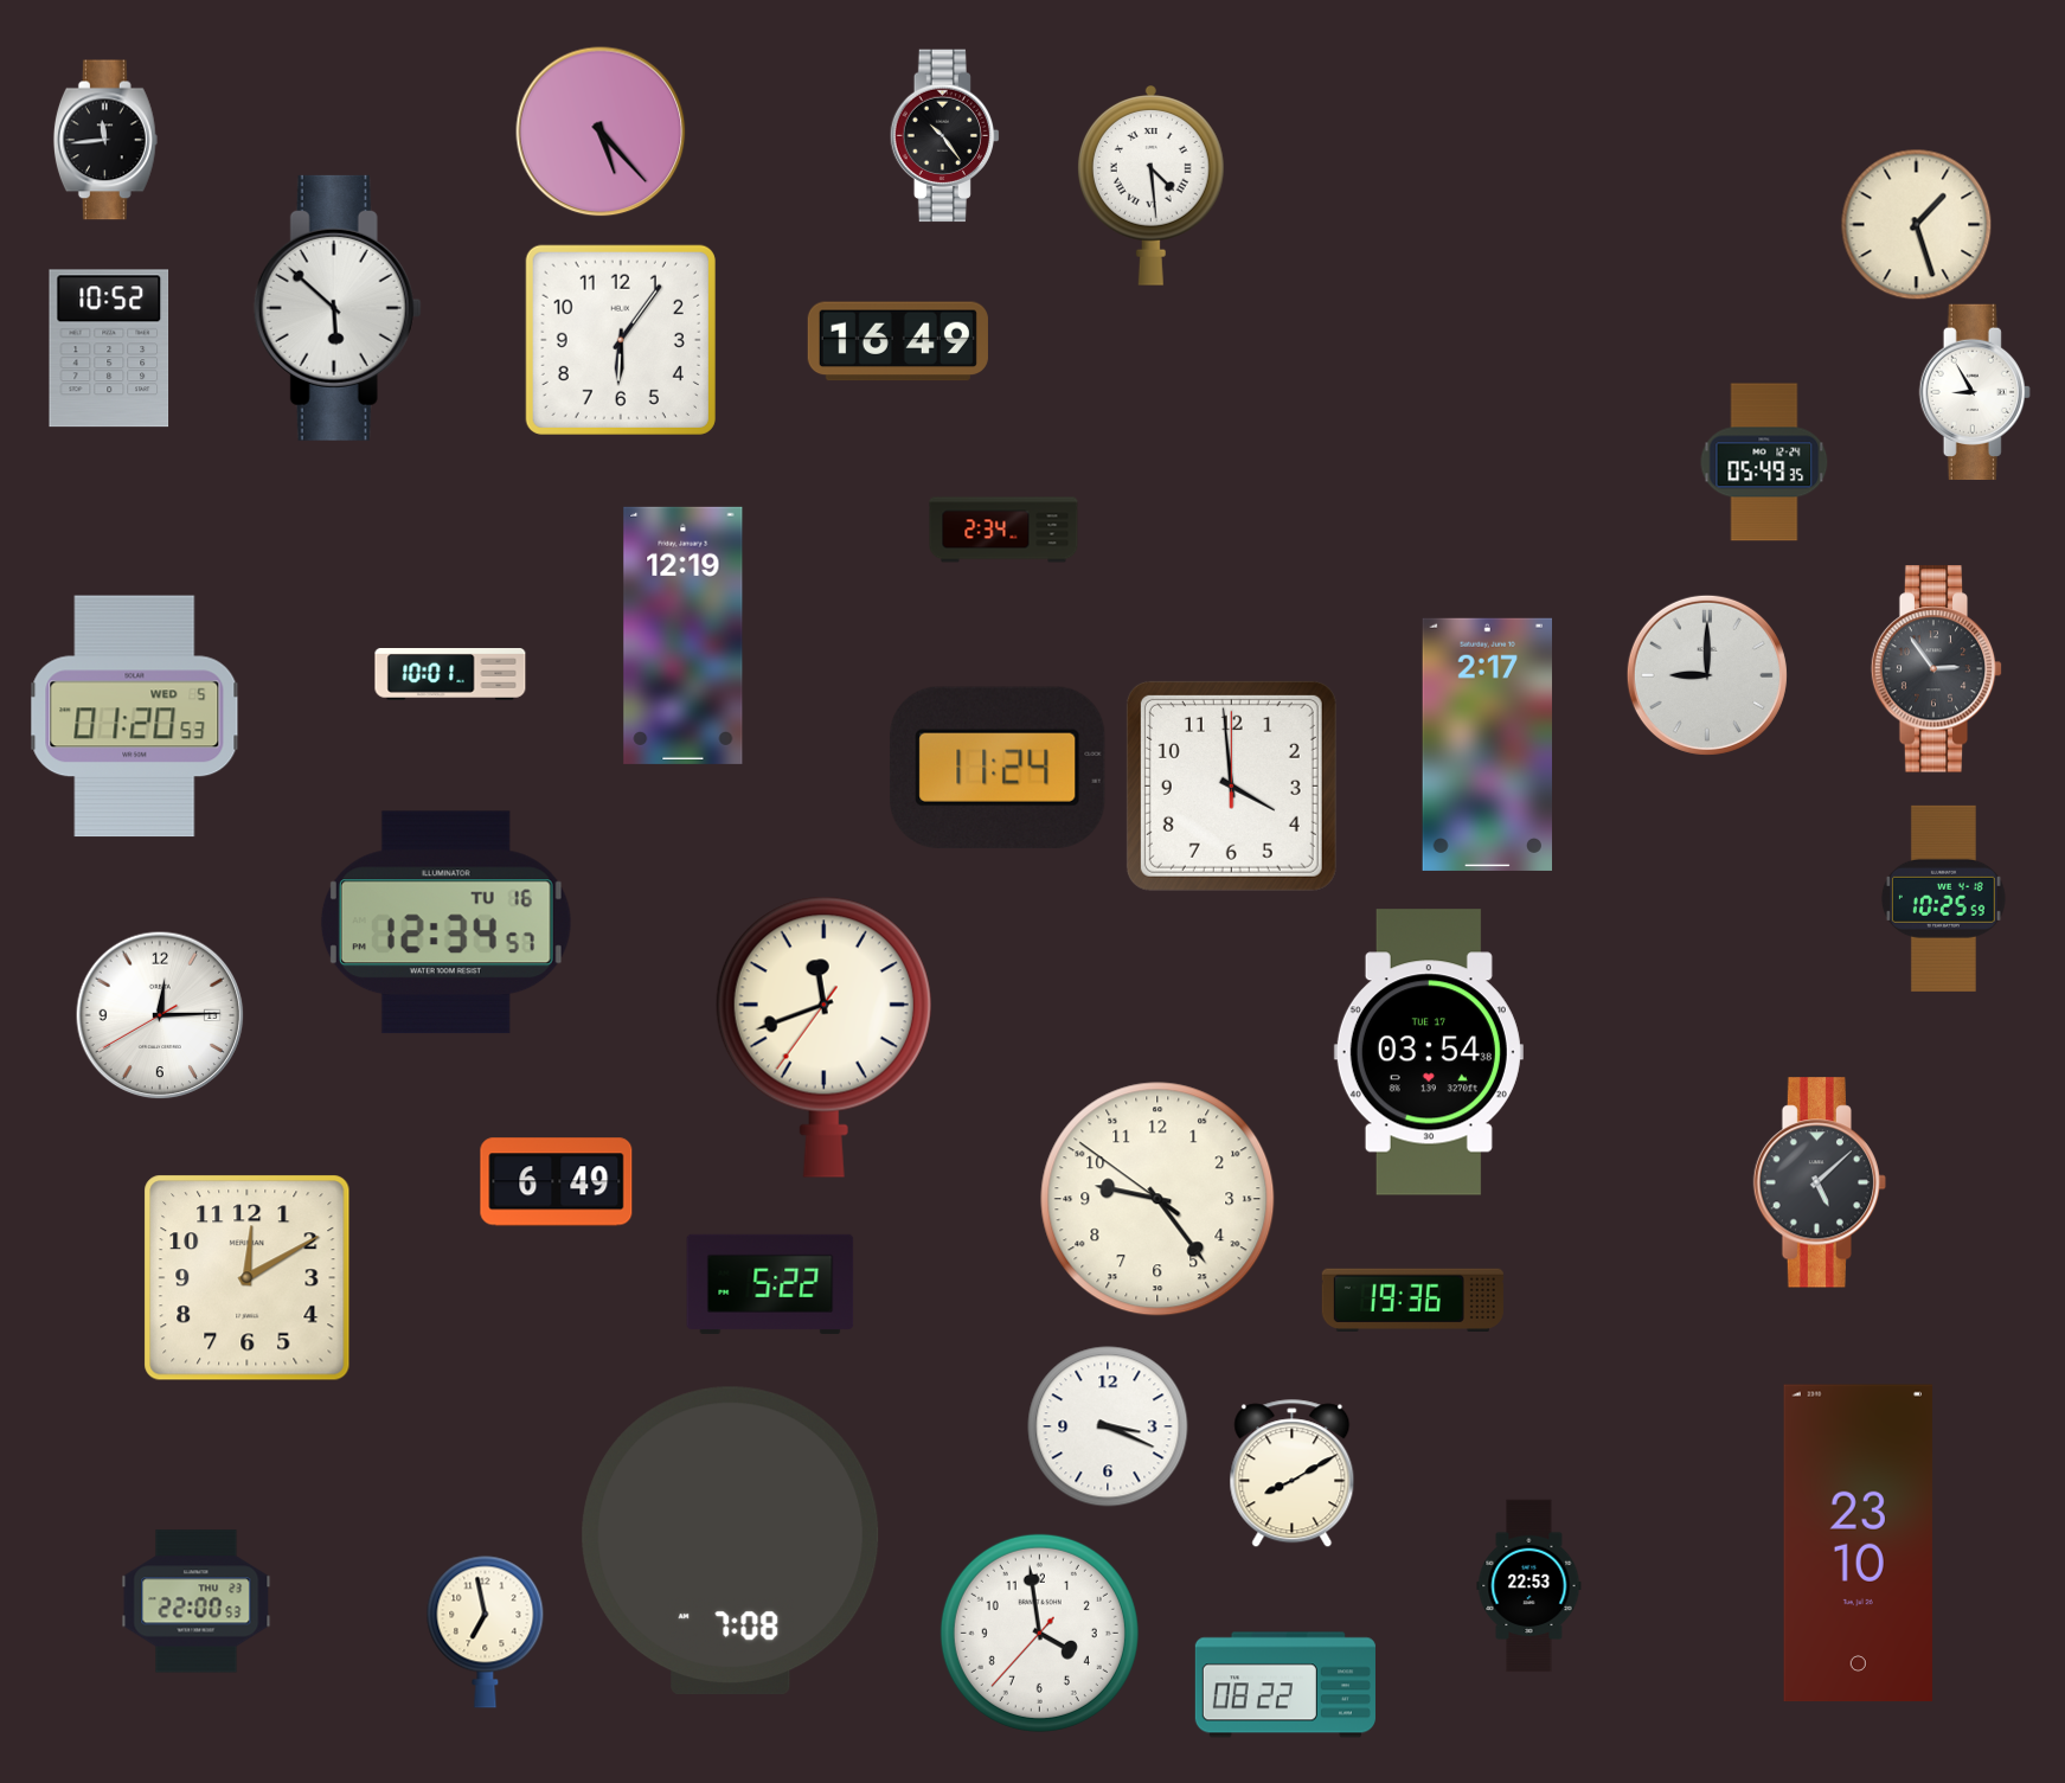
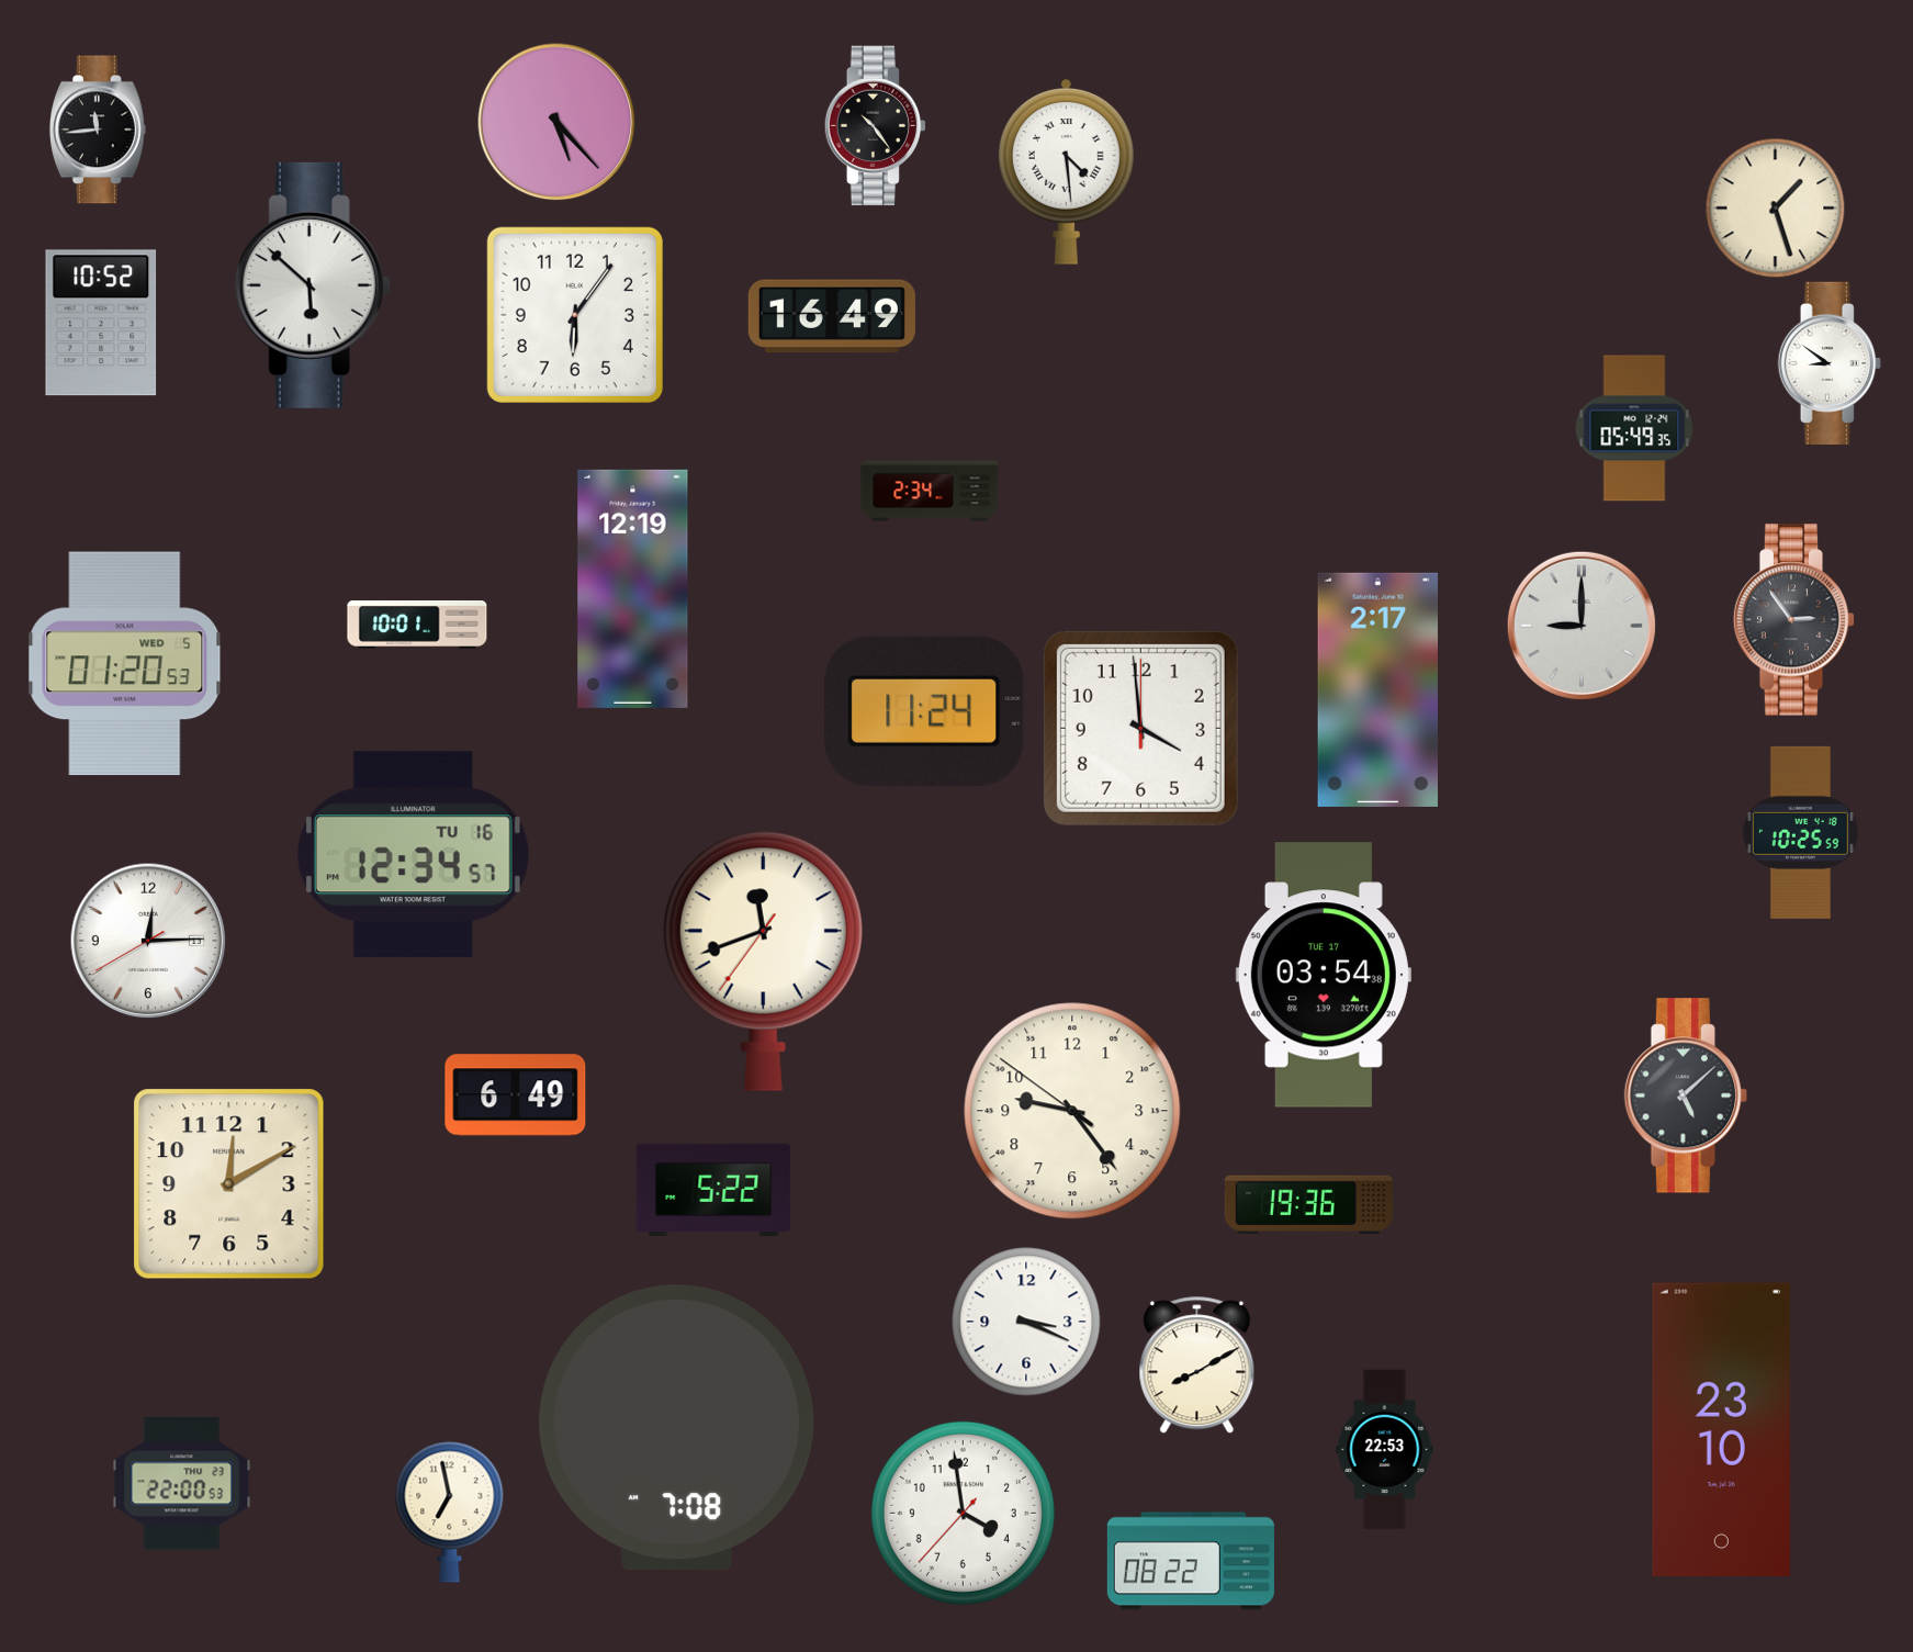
clock at (1975, 391): 8:55 -> 8:51
clock at (1529, 1586) position: (1529, 1586) -> (1385, 1450)
